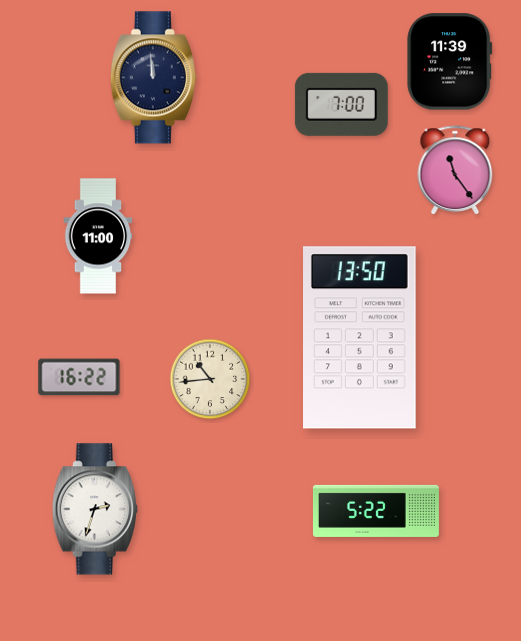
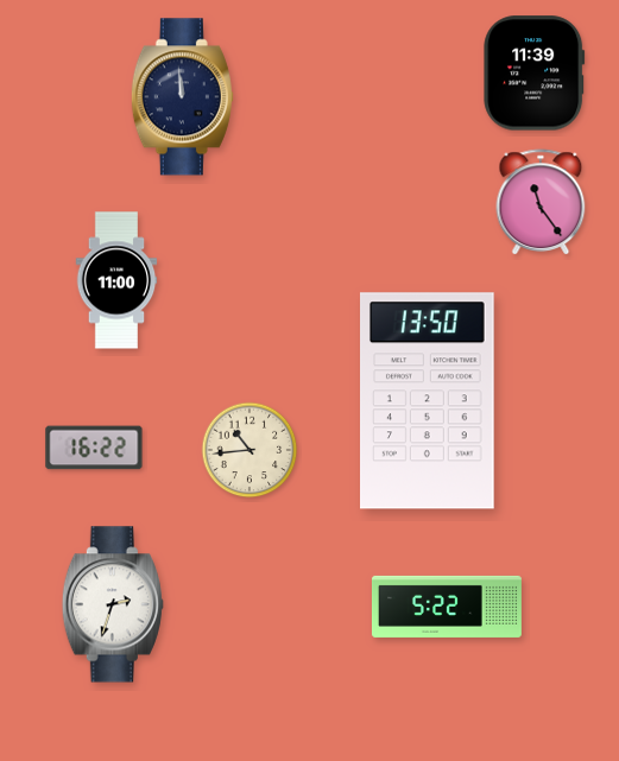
clock at (153, 78) position: (153, 78) -> (182, 97)
clock at (341, 104): 7:00 -> none
